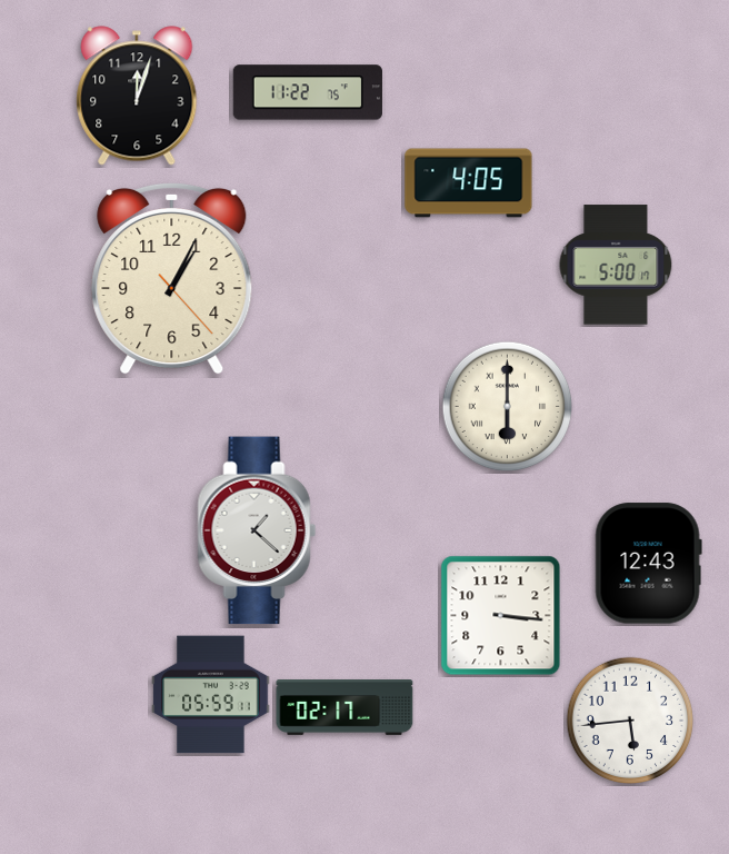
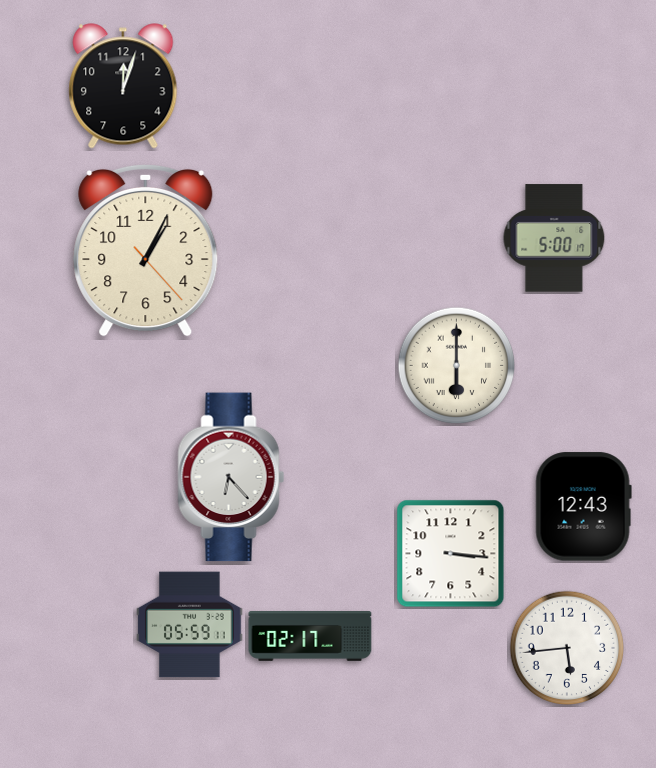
clock at (307, 92): 11:22 -> none
clock at (469, 183): 4:05 -> none
clock at (172, 278) position: (172, 278) -> (146, 250)
clock at (257, 530): 1:22 -> 6:23
